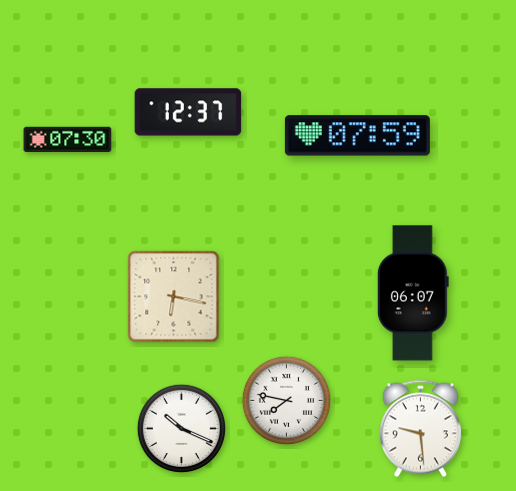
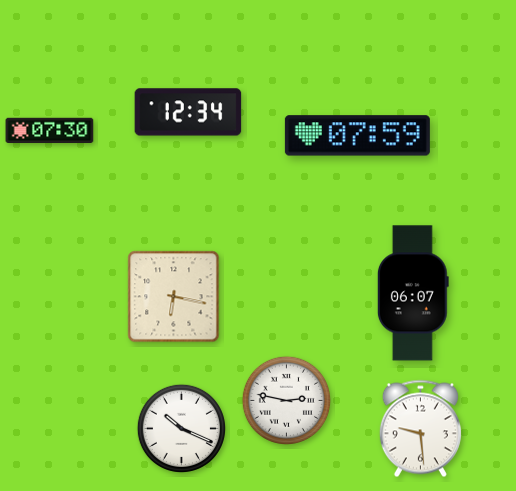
clock at (188, 112): 12:37 -> 12:34
clock at (68, 139) position: (68, 139) -> (50, 130)
clock at (286, 400): 7:47 -> 2:47
